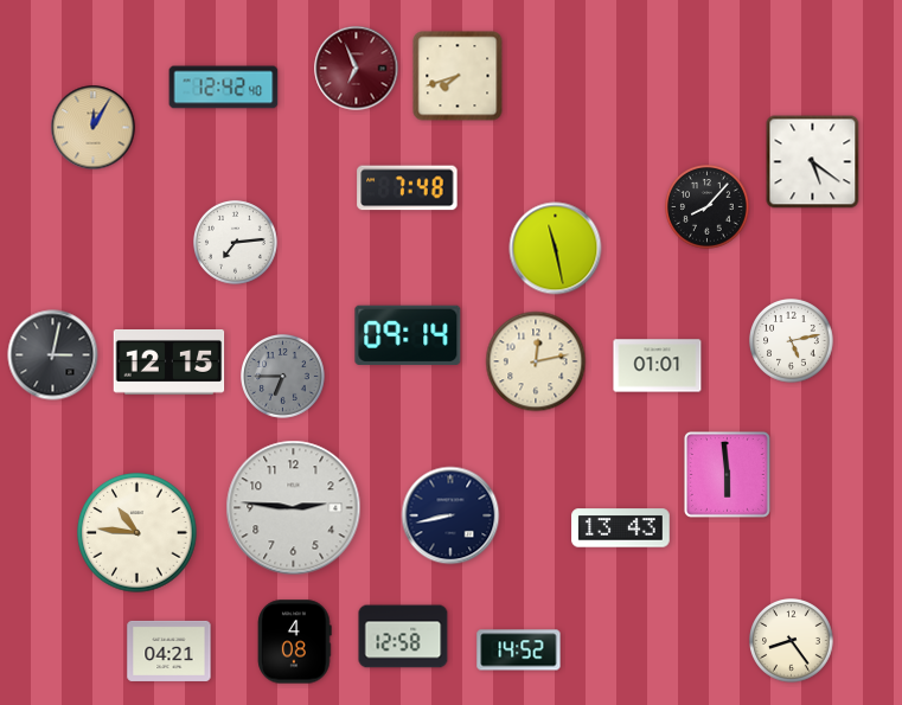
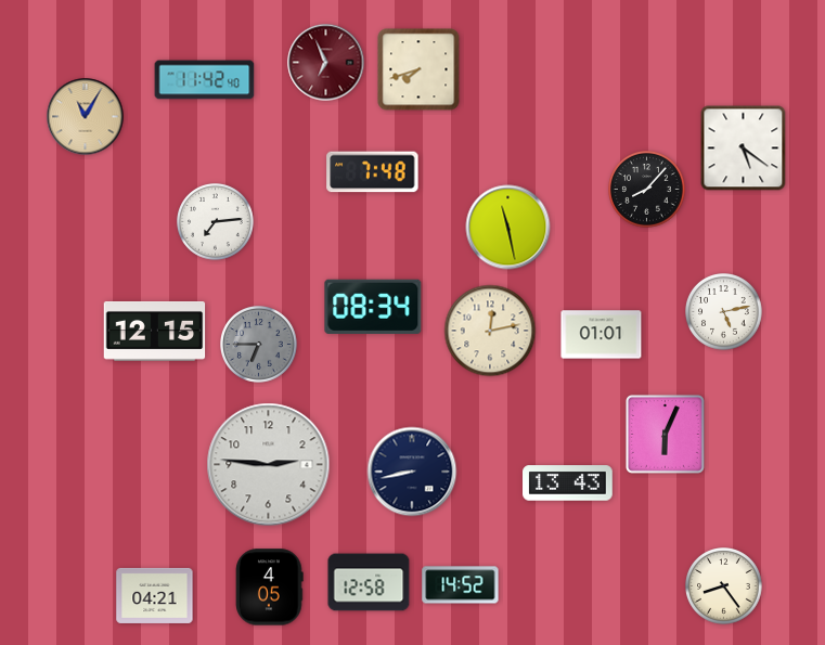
clock at (224, 88): 12:42 -> 11:42
clock at (94, 128): 12:05 -> 11:05
clock at (408, 335): 09:14 -> 08:34
clock at (53, 355): 3:02 -> none
clock at (727, 474): 5:59 -> 6:04
clock at (137, 533): 10:46 -> none
clock at (295, 642): 4:08 -> 4:05
clock at (519, 650) position: (519, 650) -> (461, 585)
